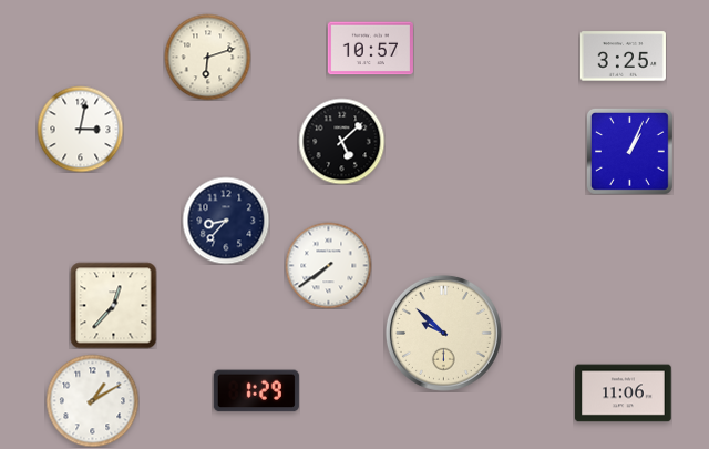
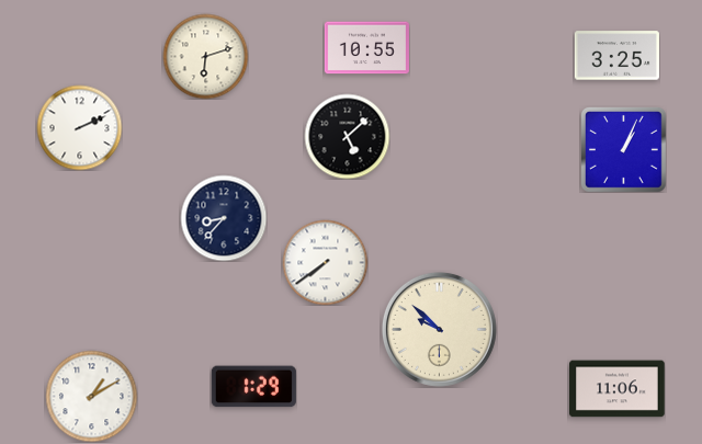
clock at (370, 49): 10:57 -> 10:55
clock at (80, 129): 3:02 -> 2:11
clock at (341, 141) position: (341, 141) -> (347, 136)
clock at (113, 305): 12:37 -> none
